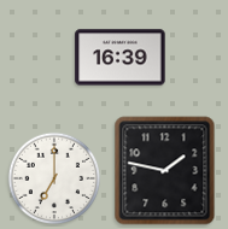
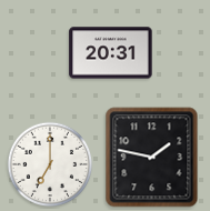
clock at (121, 58): 16:39 -> 20:31
